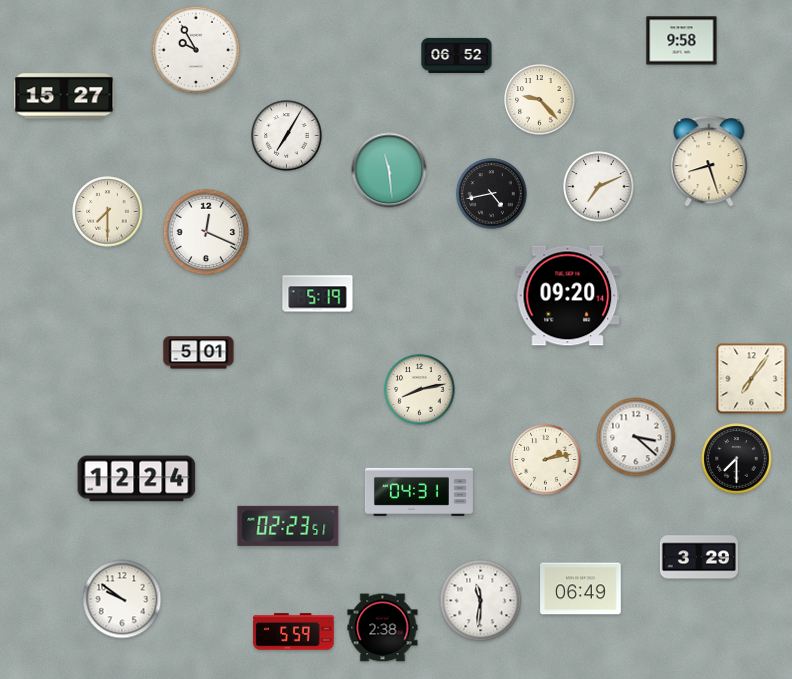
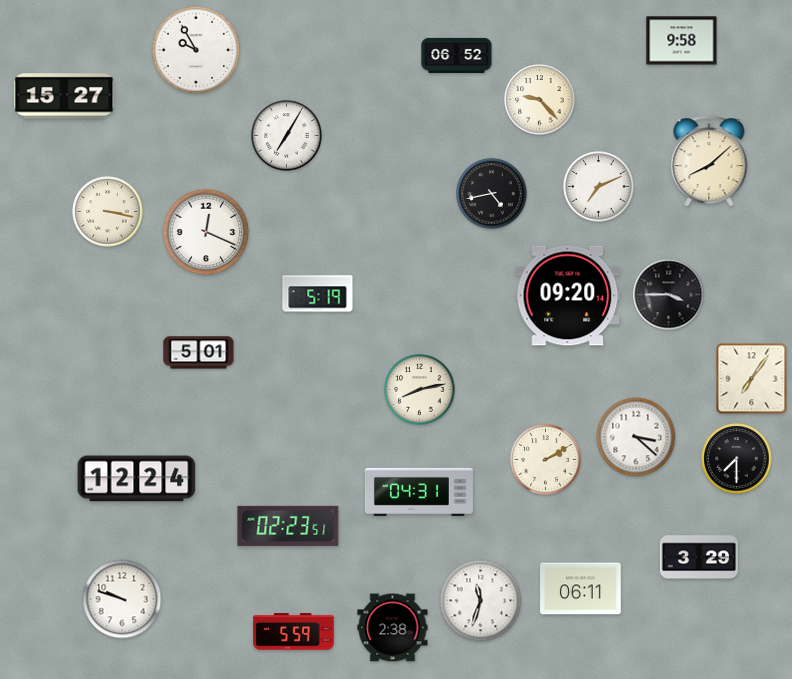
clock at (709, 161): 8:27 -> 8:08
clock at (389, 170): 11:29 -> none
clock at (108, 212): 7:30 -> 3:17
clock at (669, 295): none -> 3:45
clock at (546, 460): 2:13 -> 2:10
clock at (581, 589): 06:49 -> 06:11
clock at (122, 599): 9:51 -> 9:48
clock at (481, 601): 11:31 -> 11:33
clock at (383, 628) position: (383, 628) -> (393, 628)
